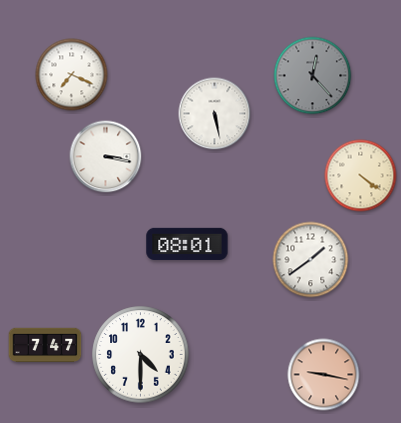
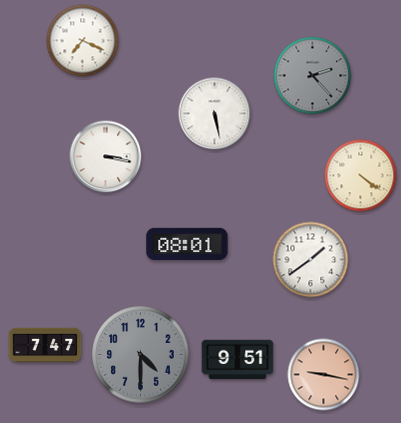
clock at (72, 75) position: (72, 75) -> (83, 41)
clock at (313, 76): 12:23 -> 2:23
clock at (141, 355) dial: white -> grey
clock at (238, 360): none -> 9:51
